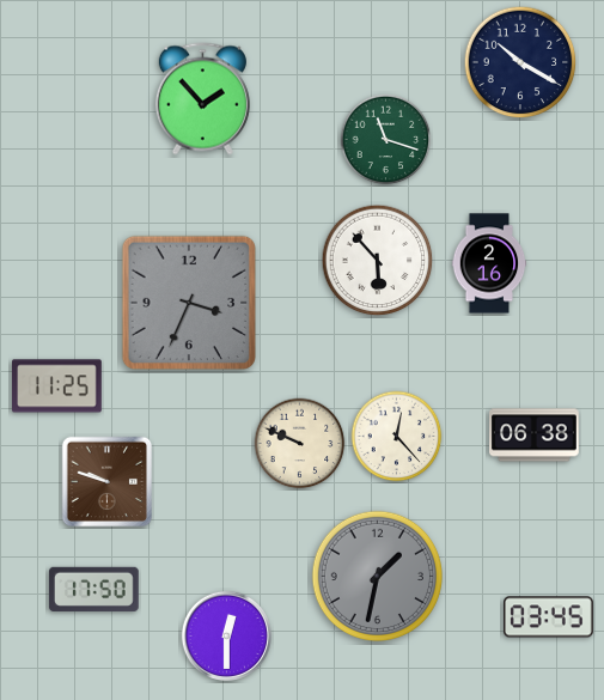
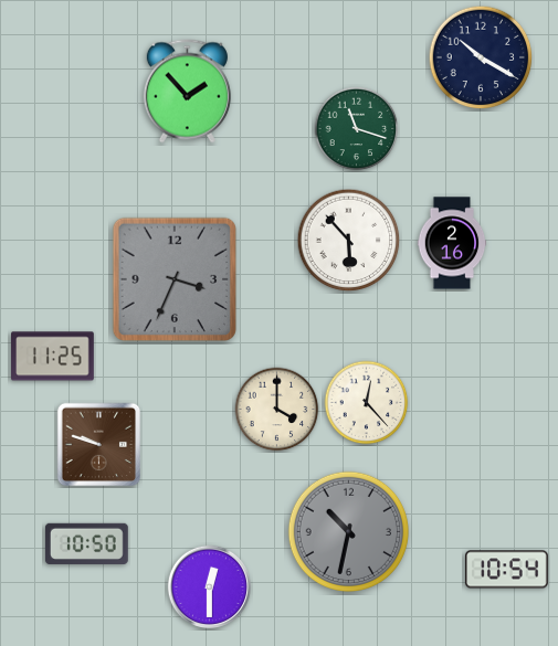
clock at (535, 436): 06:38 -> none
clock at (300, 444): 9:49 -> 4:00
clock at (377, 576): 1:32 -> 10:32
clock at (93, 589): 17:50 -> 10:50
clock at (549, 617): 03:45 -> 10:54
